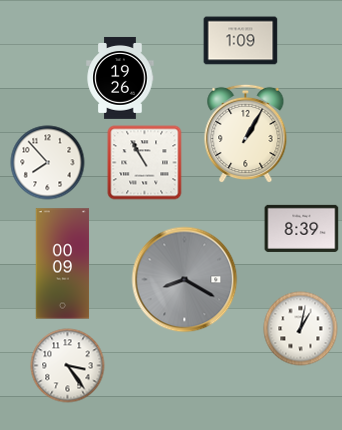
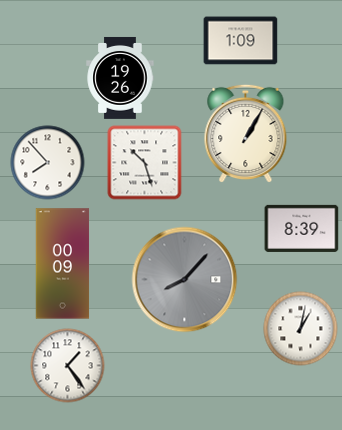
clock at (145, 163): 10:55 -> 10:27
clock at (185, 280): 8:20 -> 8:07
clock at (68, 366): 3:24 -> 1:24
